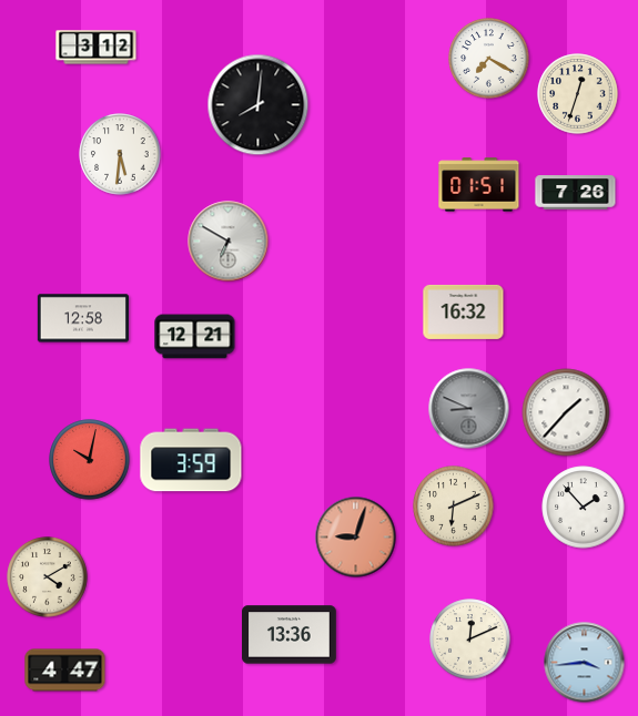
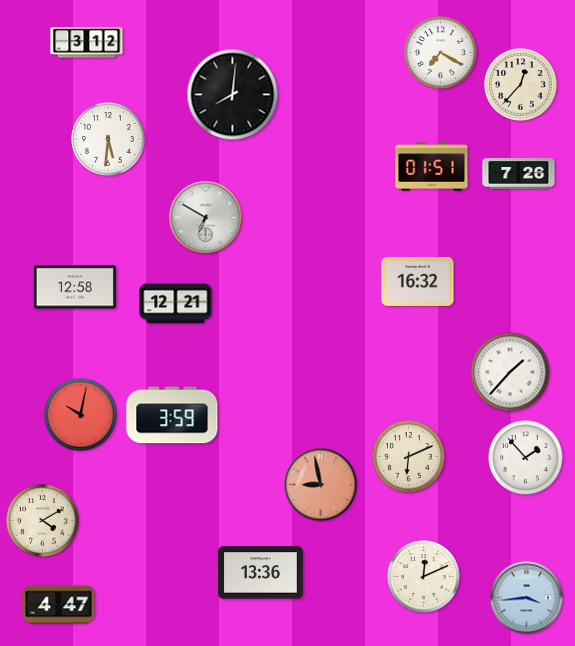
clock at (578, 94): 12:33 -> 12:37
clock at (469, 409): 8:49 -> none
clock at (356, 538): 9:03 -> 8:58
